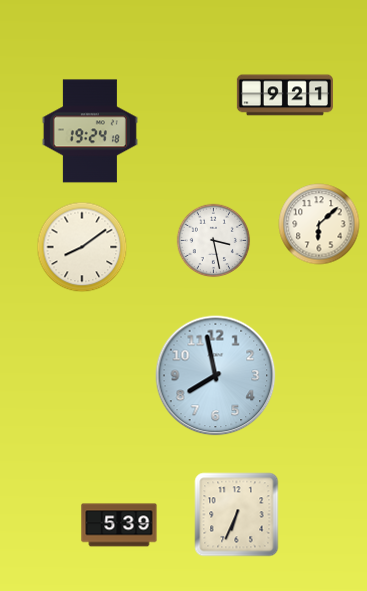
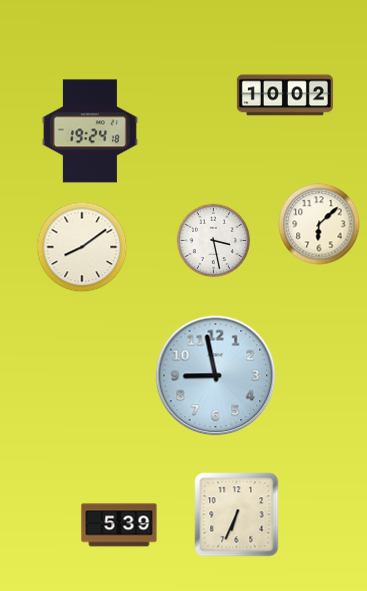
clock at (285, 95): 9:21 -> 10:02
clock at (216, 376): 7:58 -> 8:58
